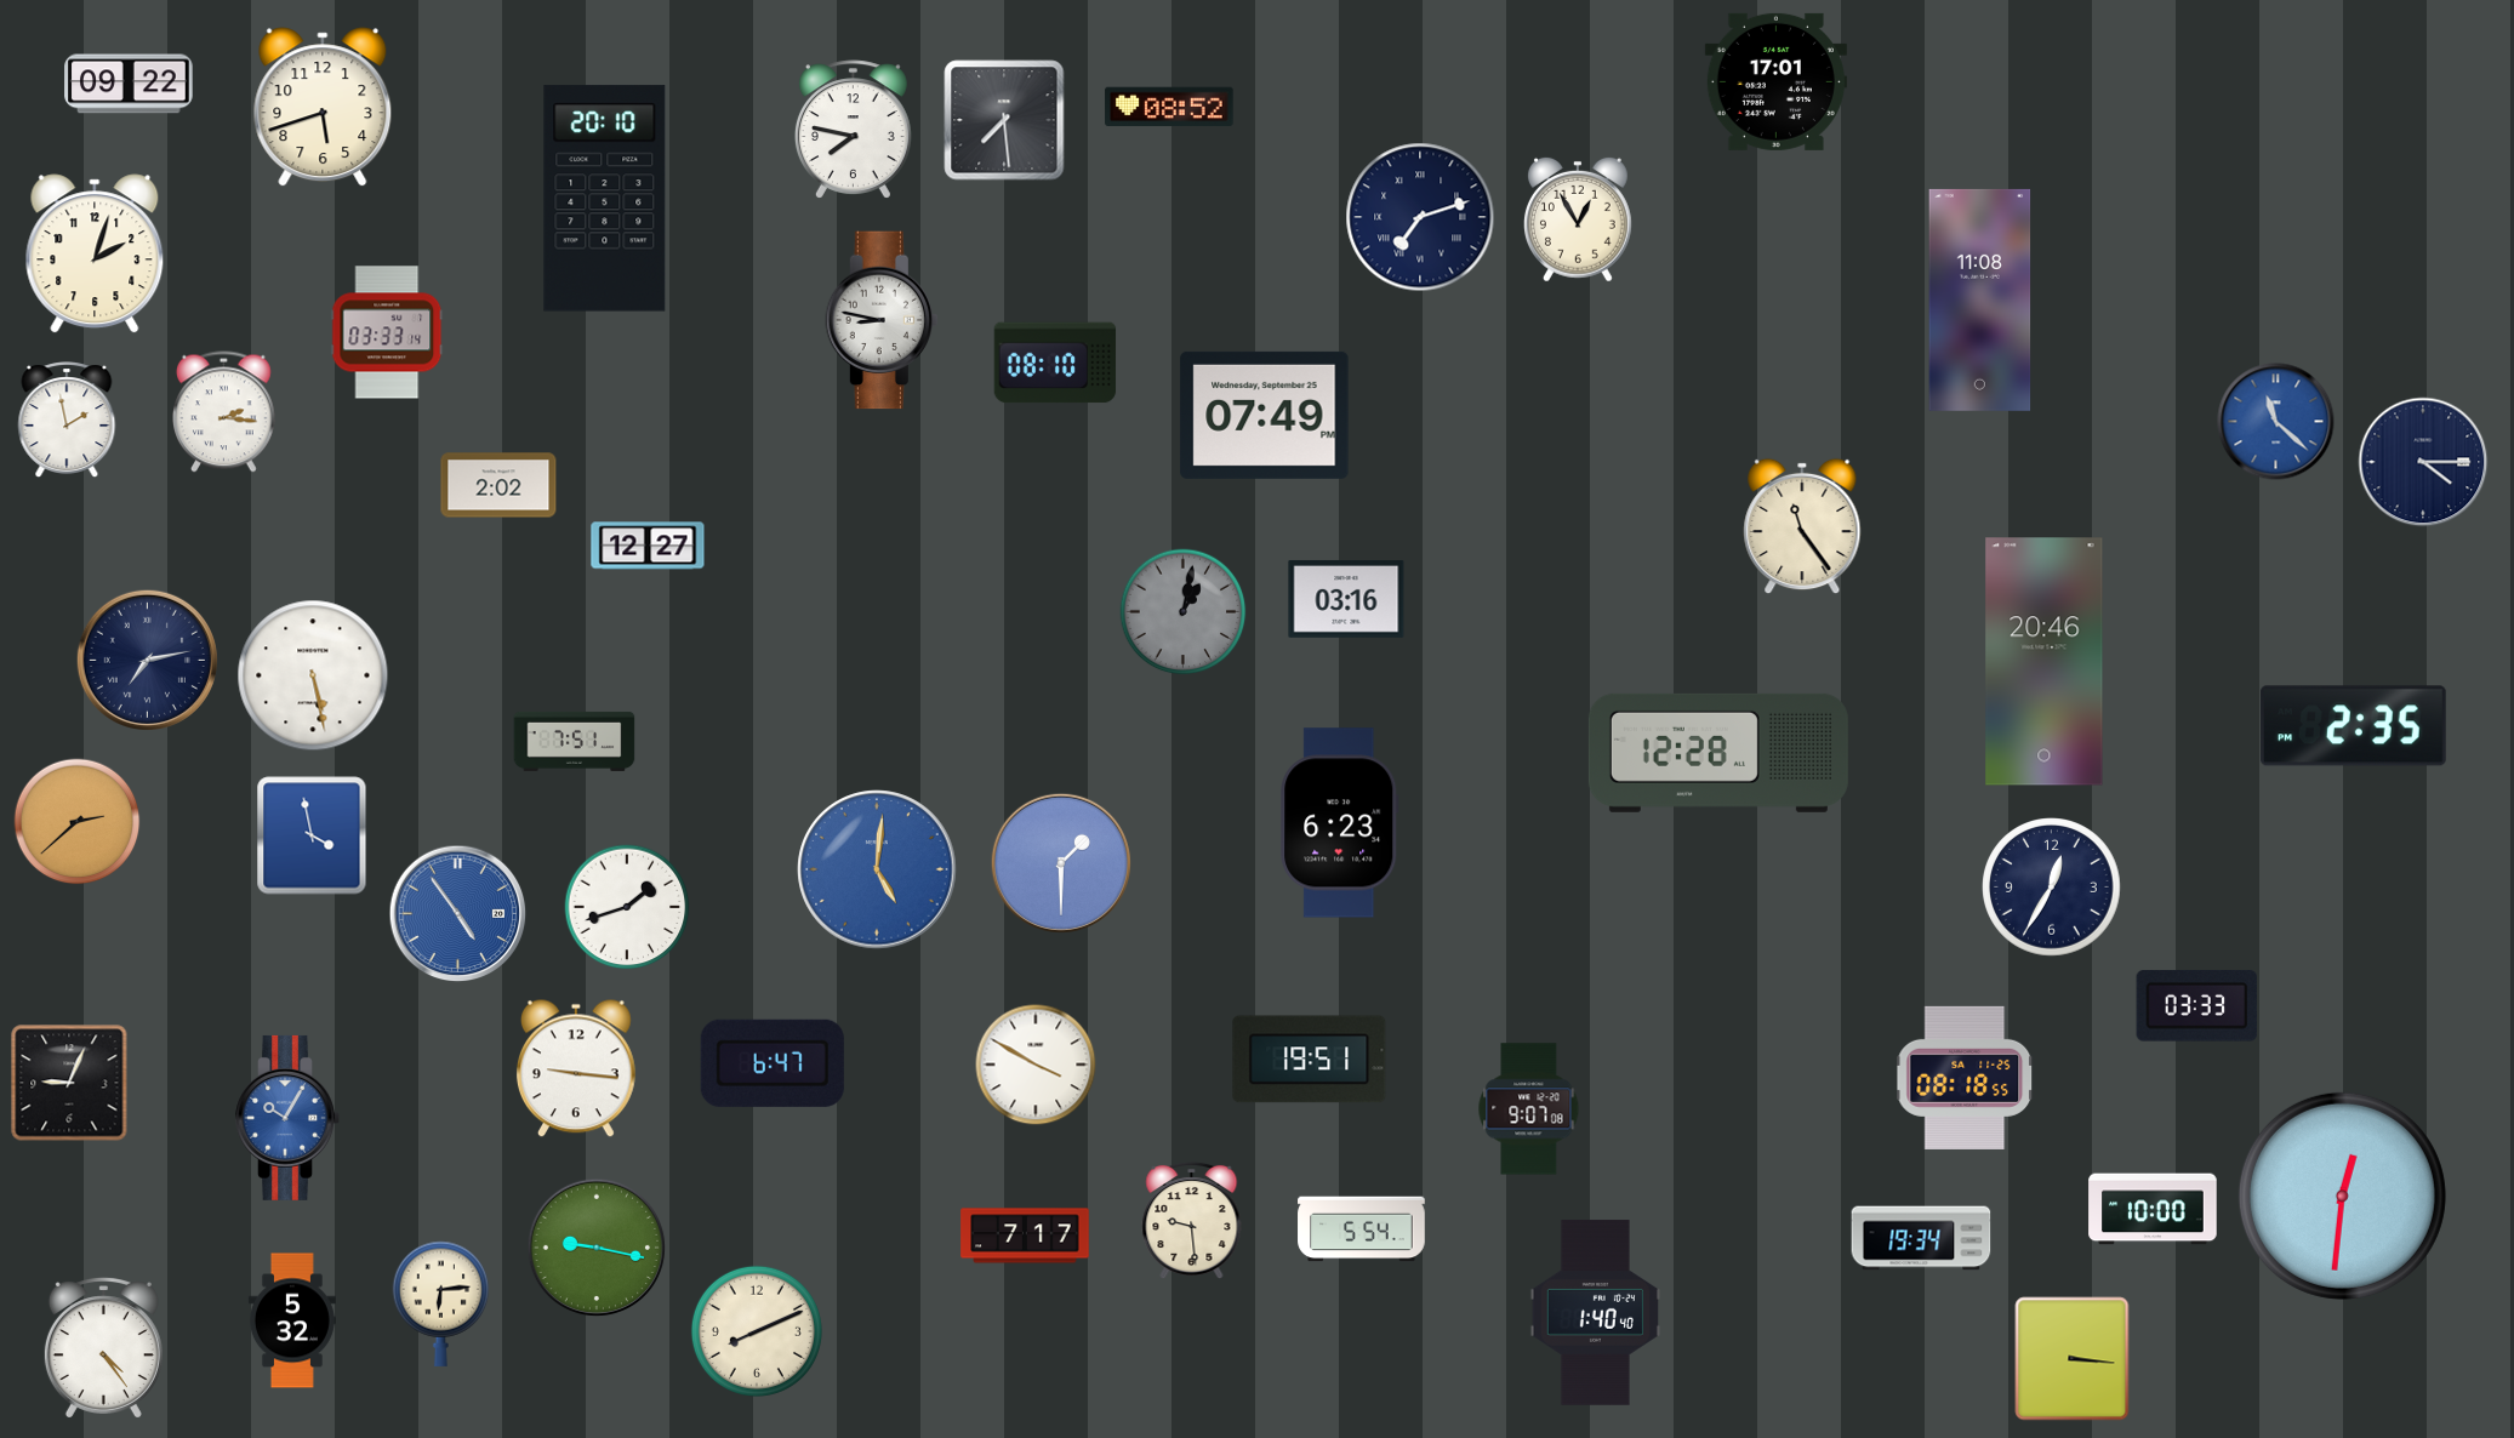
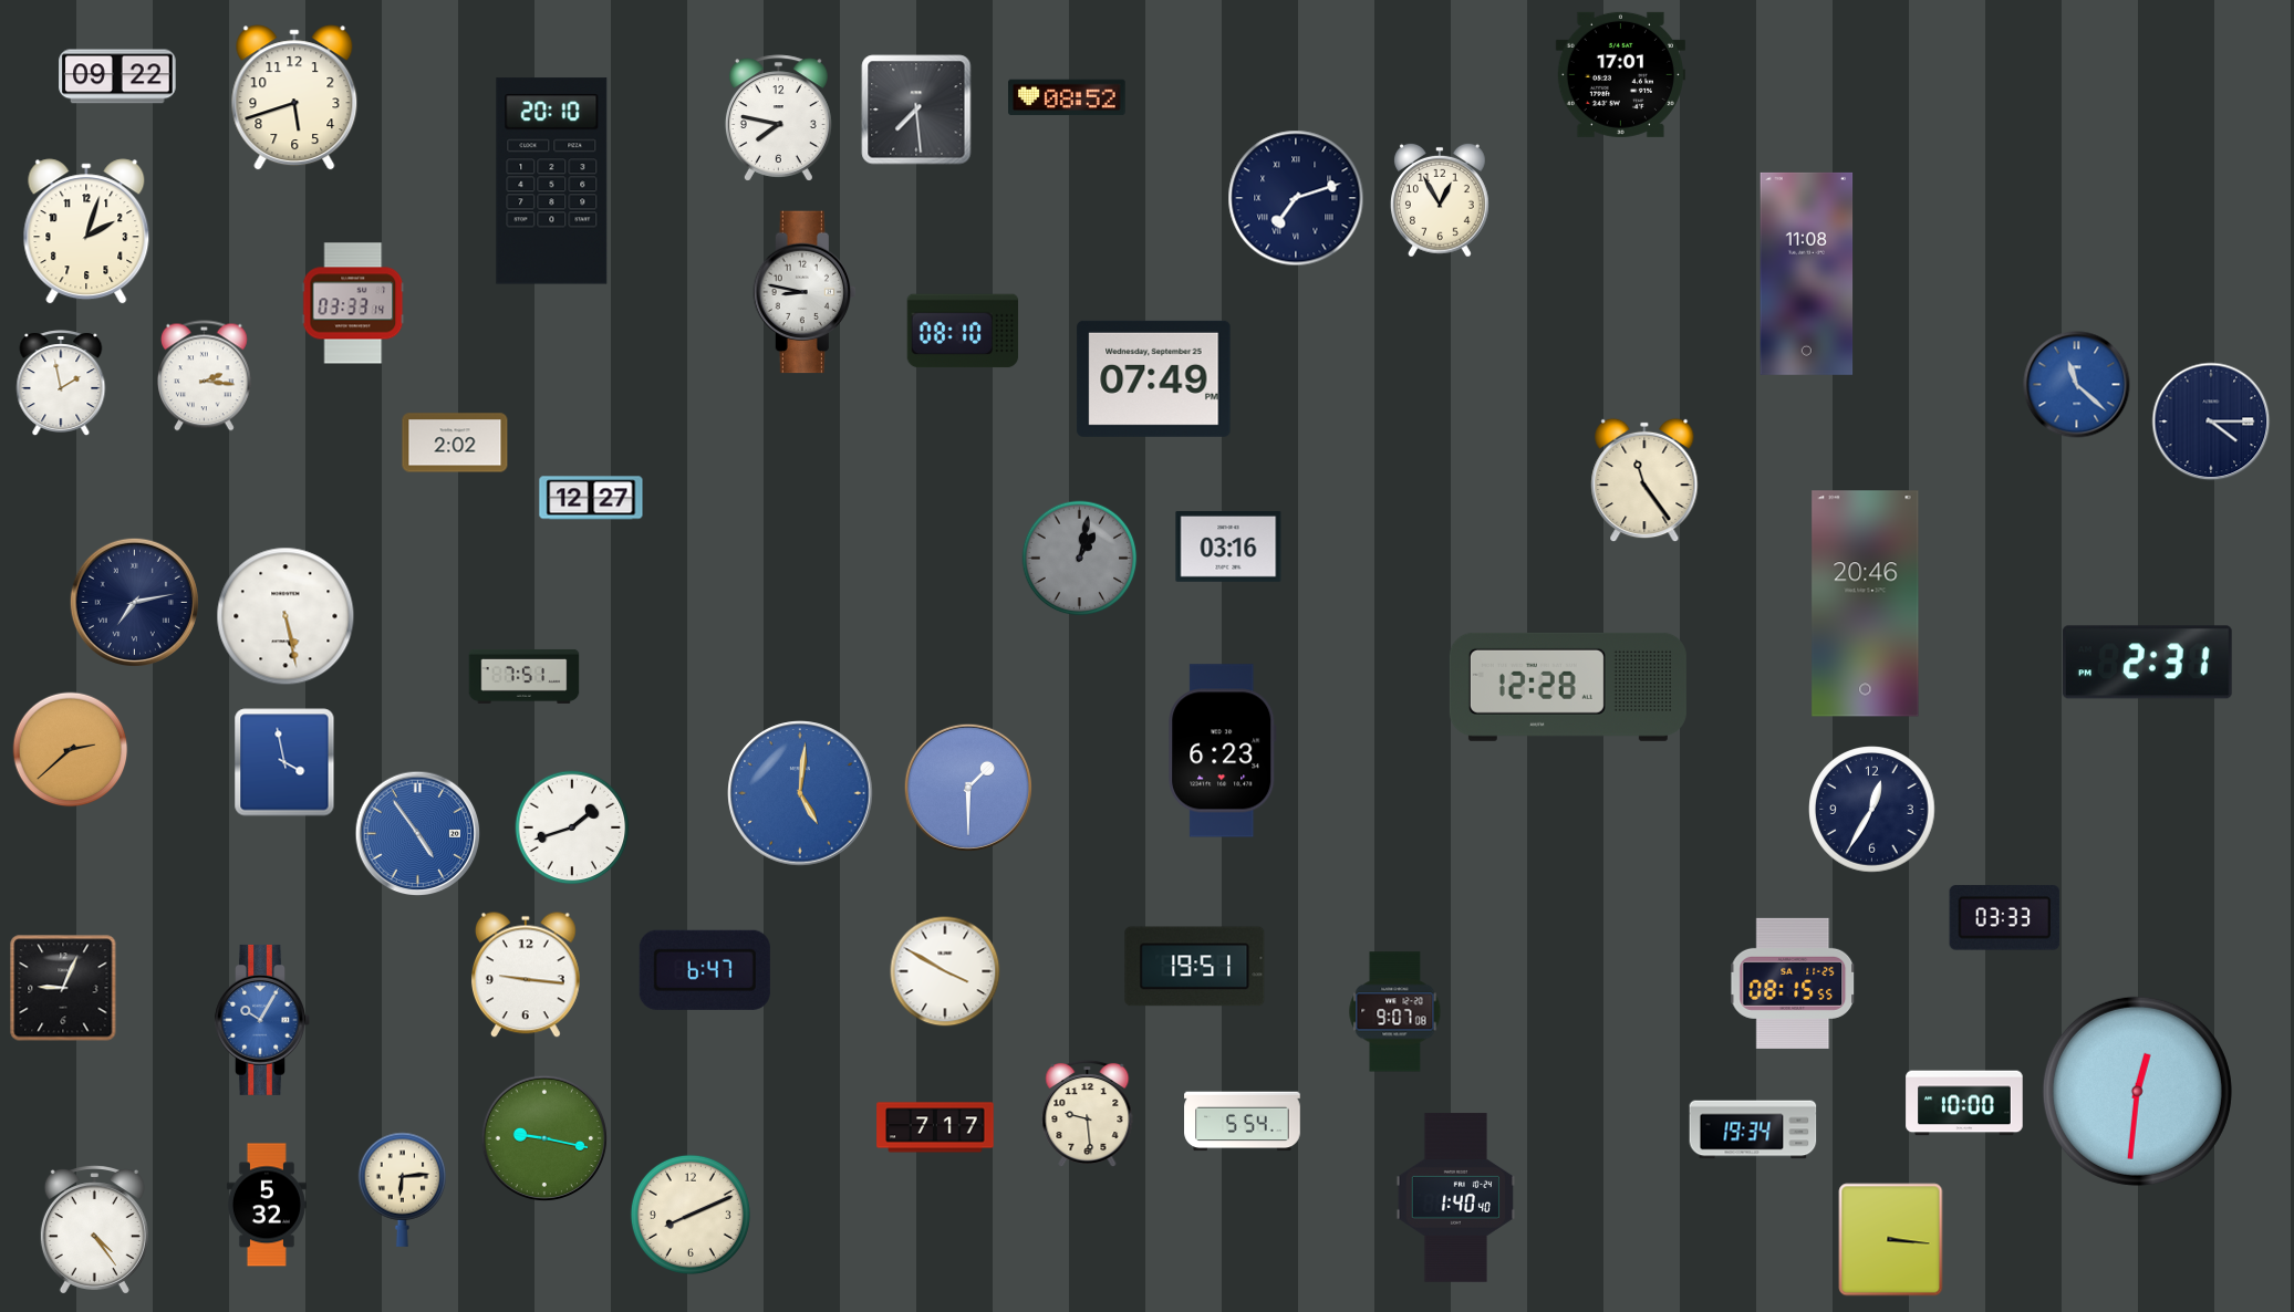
clock at (2354, 726): 2:35 -> 2:31
clock at (1965, 1078): 08:18 -> 08:15
